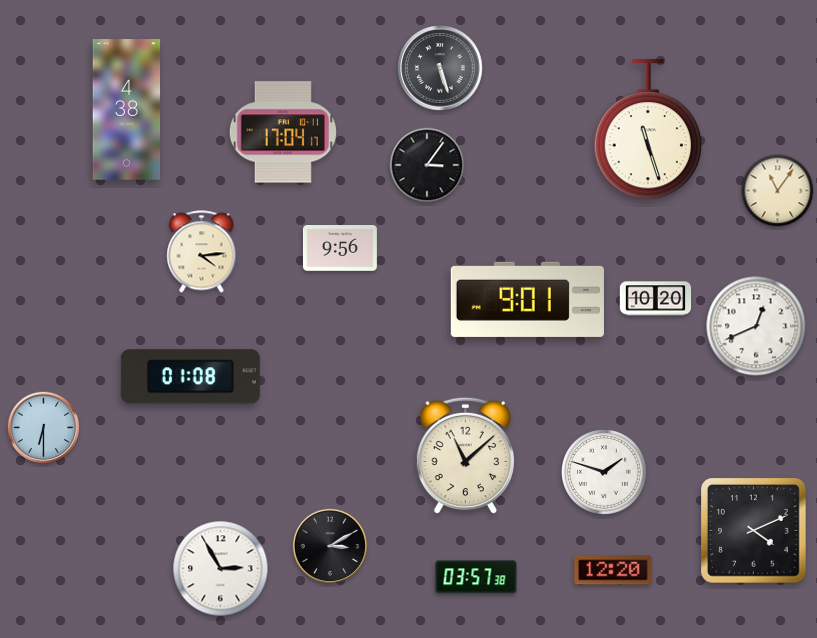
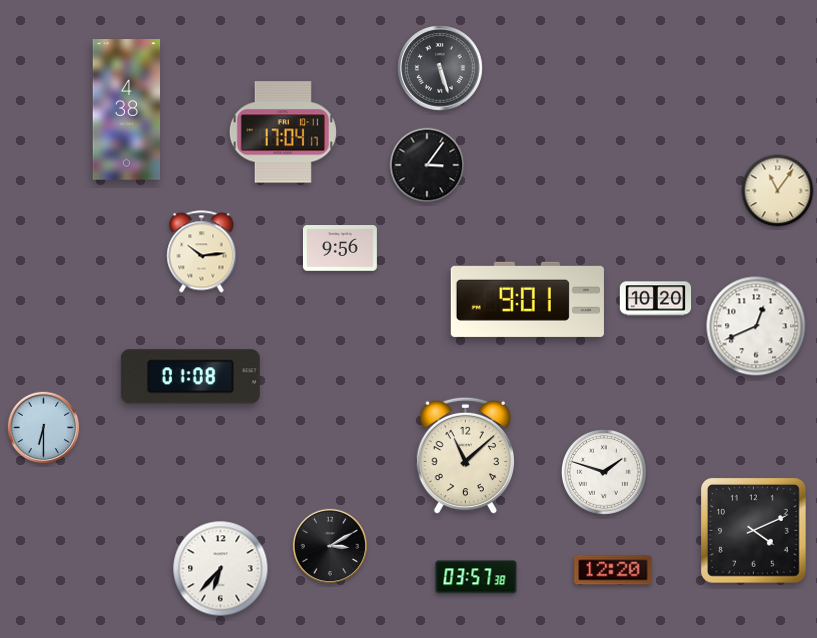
clock at (648, 129): 11:27 -> none
clock at (202, 252): 4:14 -> 10:14
clock at (221, 569): 2:55 -> 6:37
